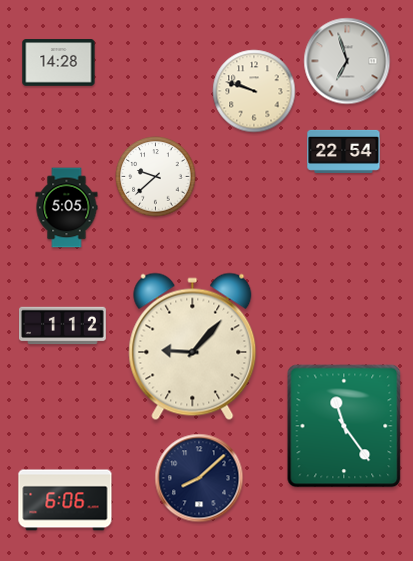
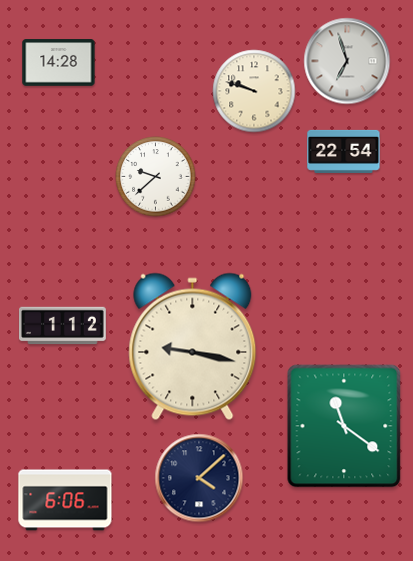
clock at (67, 208): 5:05 -> none
clock at (193, 347): 9:07 -> 9:17
clock at (344, 426): 11:24 -> 11:21
clock at (199, 478): 8:08 -> 4:08
